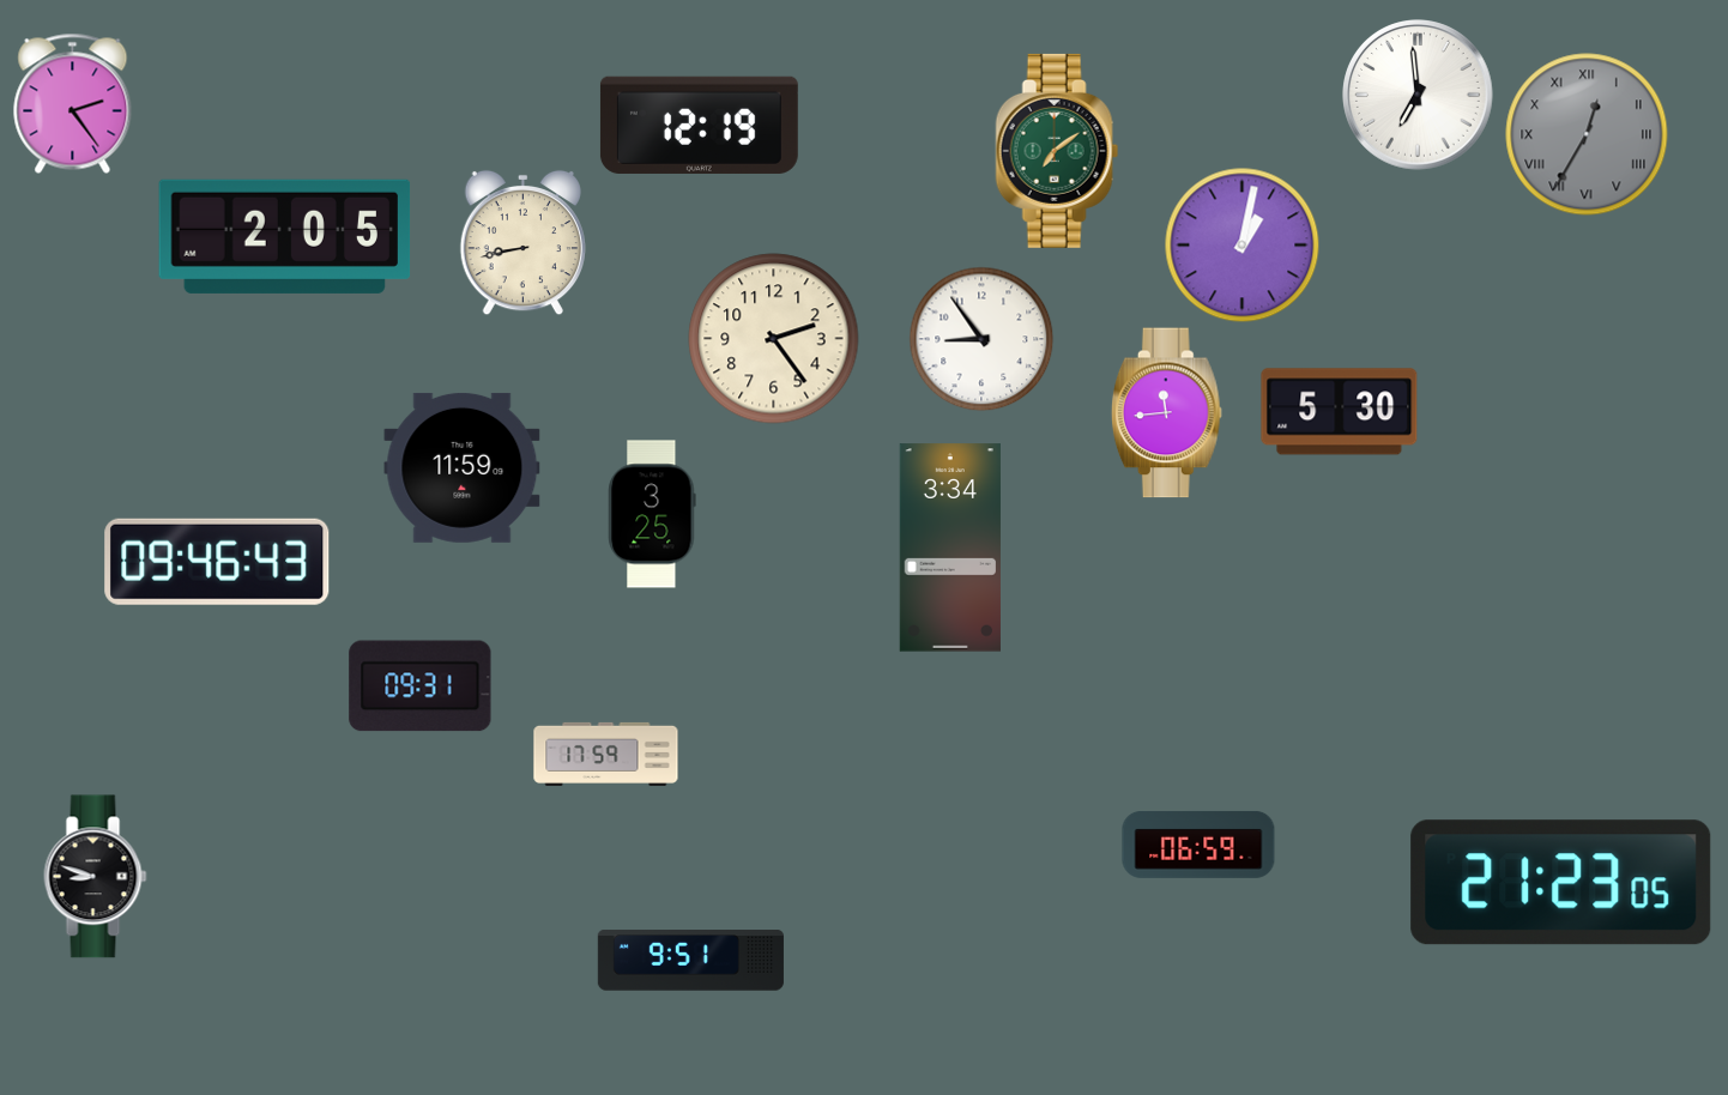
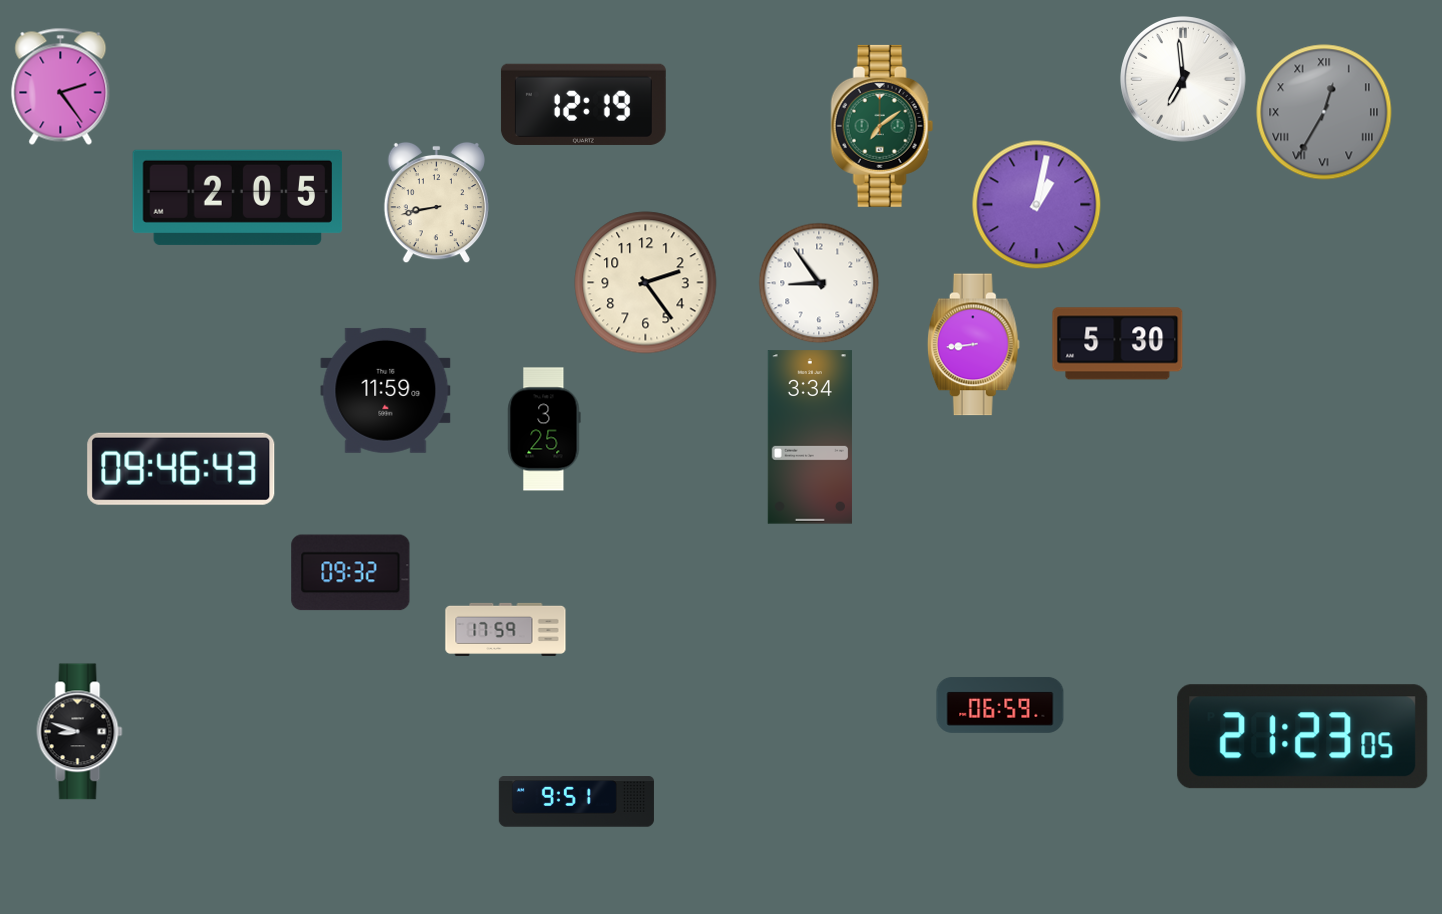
clock at (1166, 413): 11:44 -> 8:44
clock at (950, 547) position: (950, 547) -> (810, 437)
clock at (421, 686): 09:31 -> 09:32
